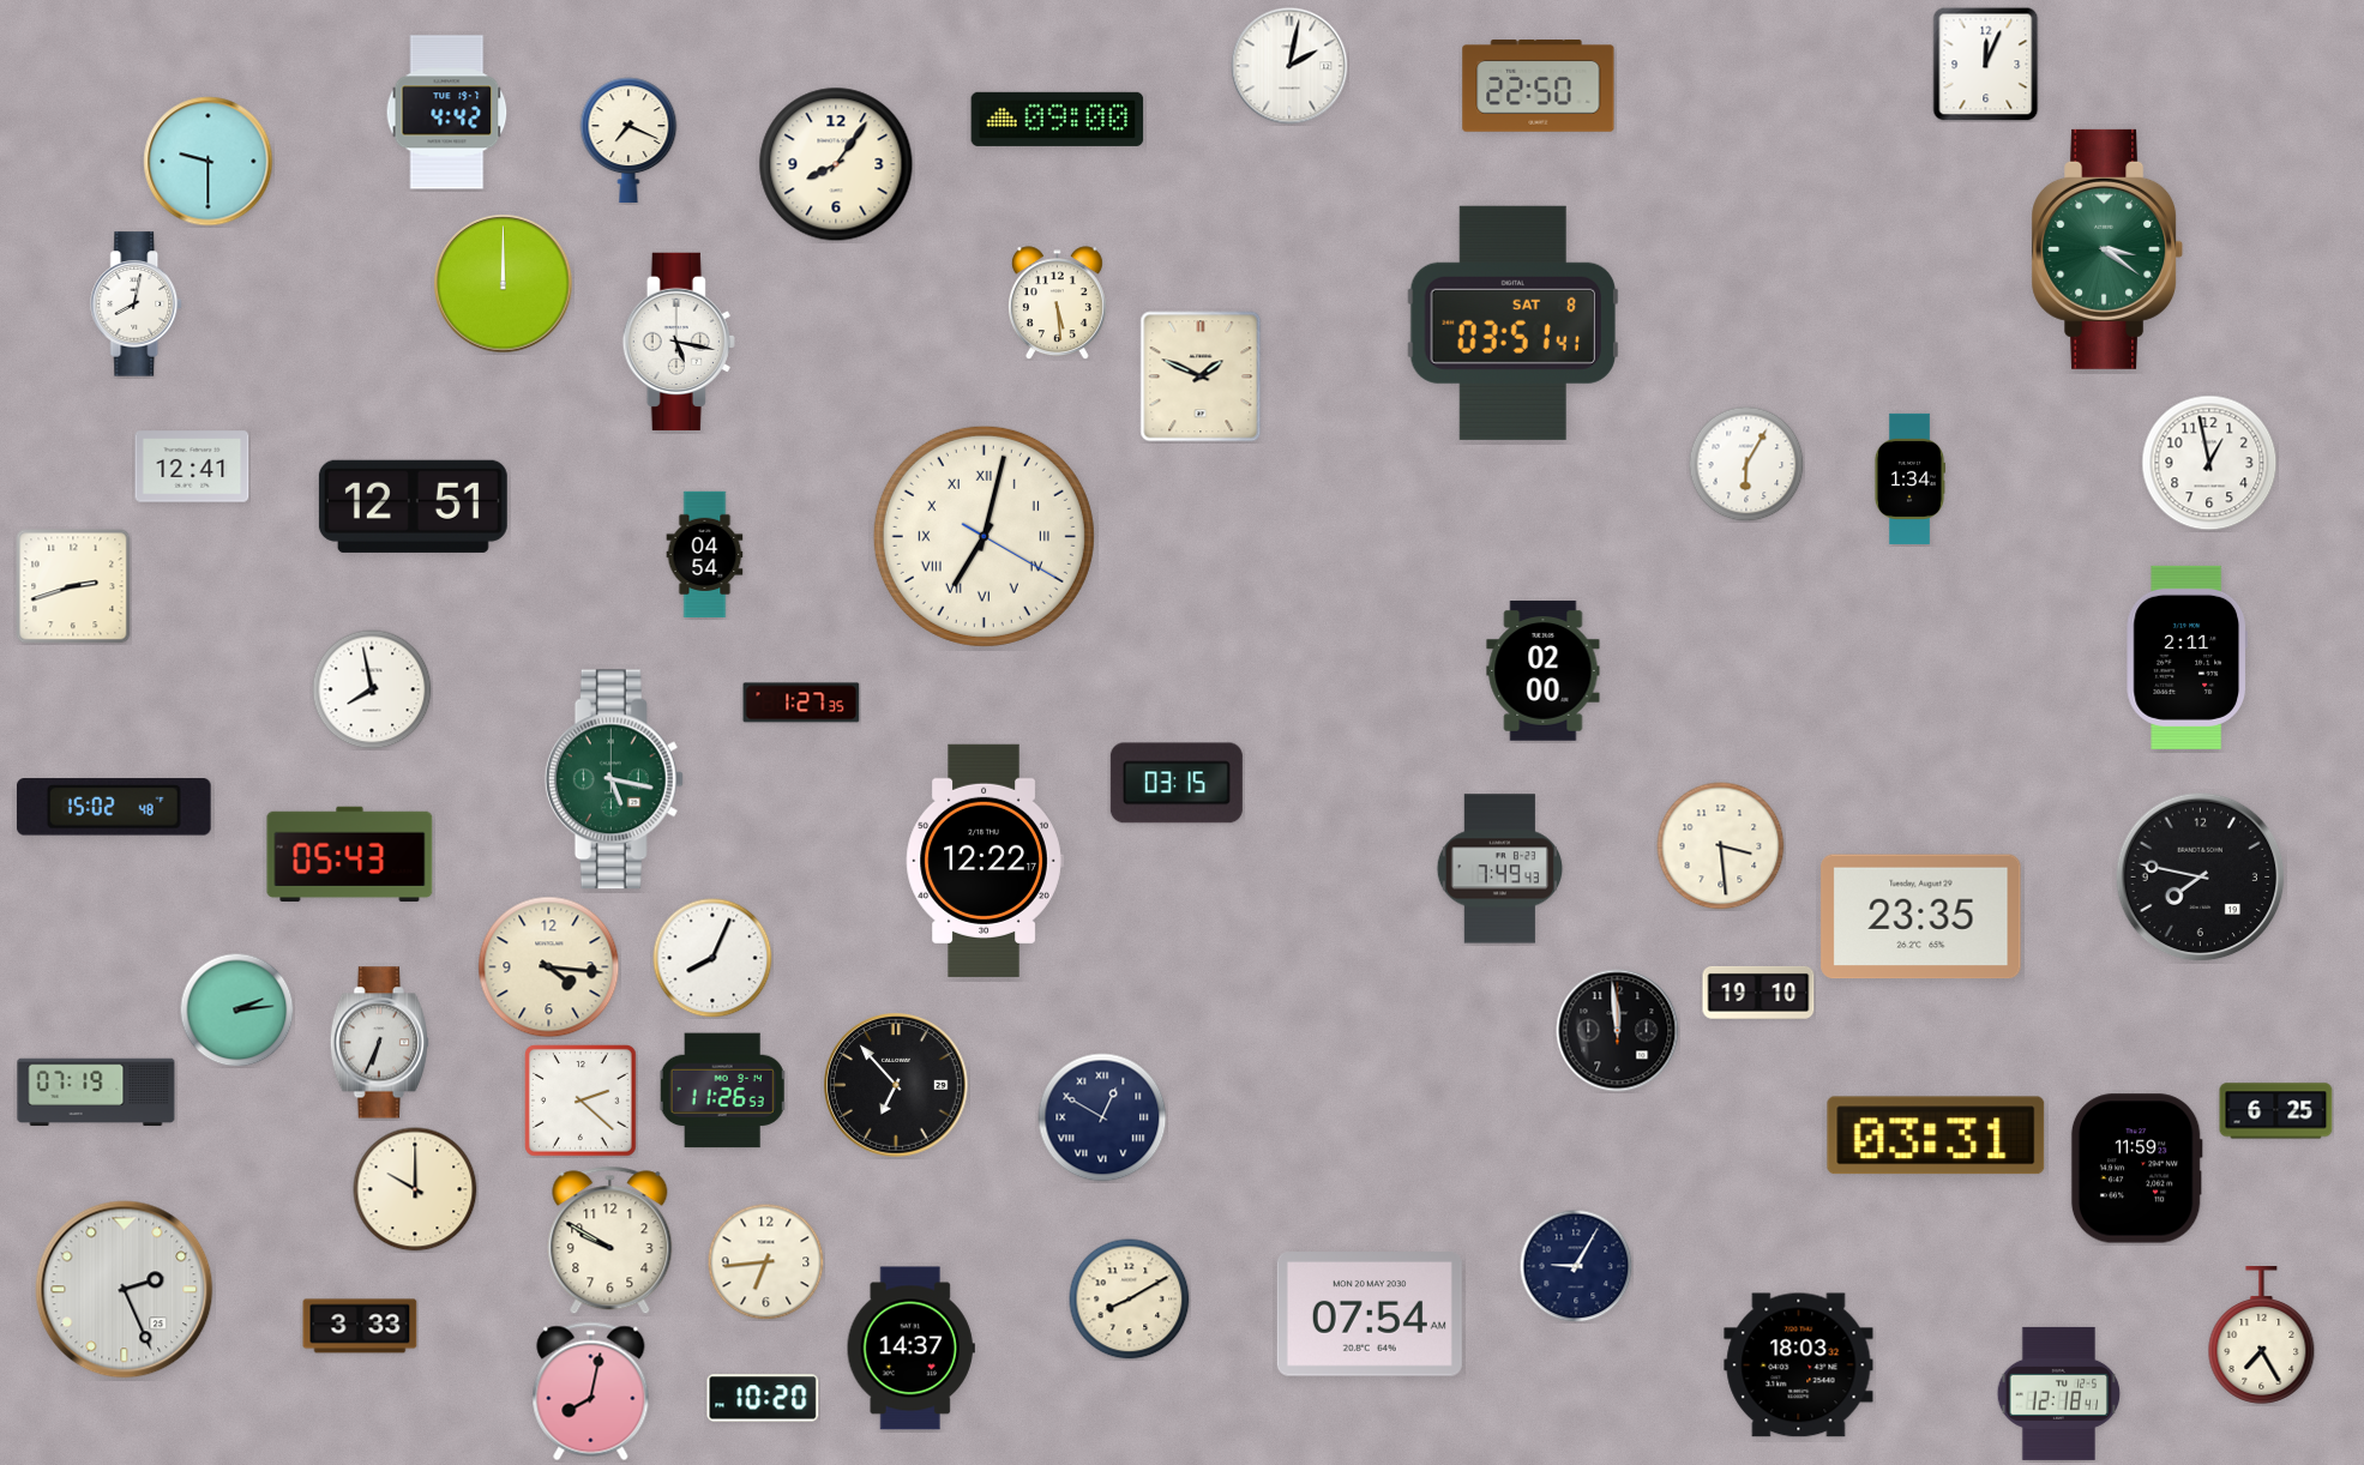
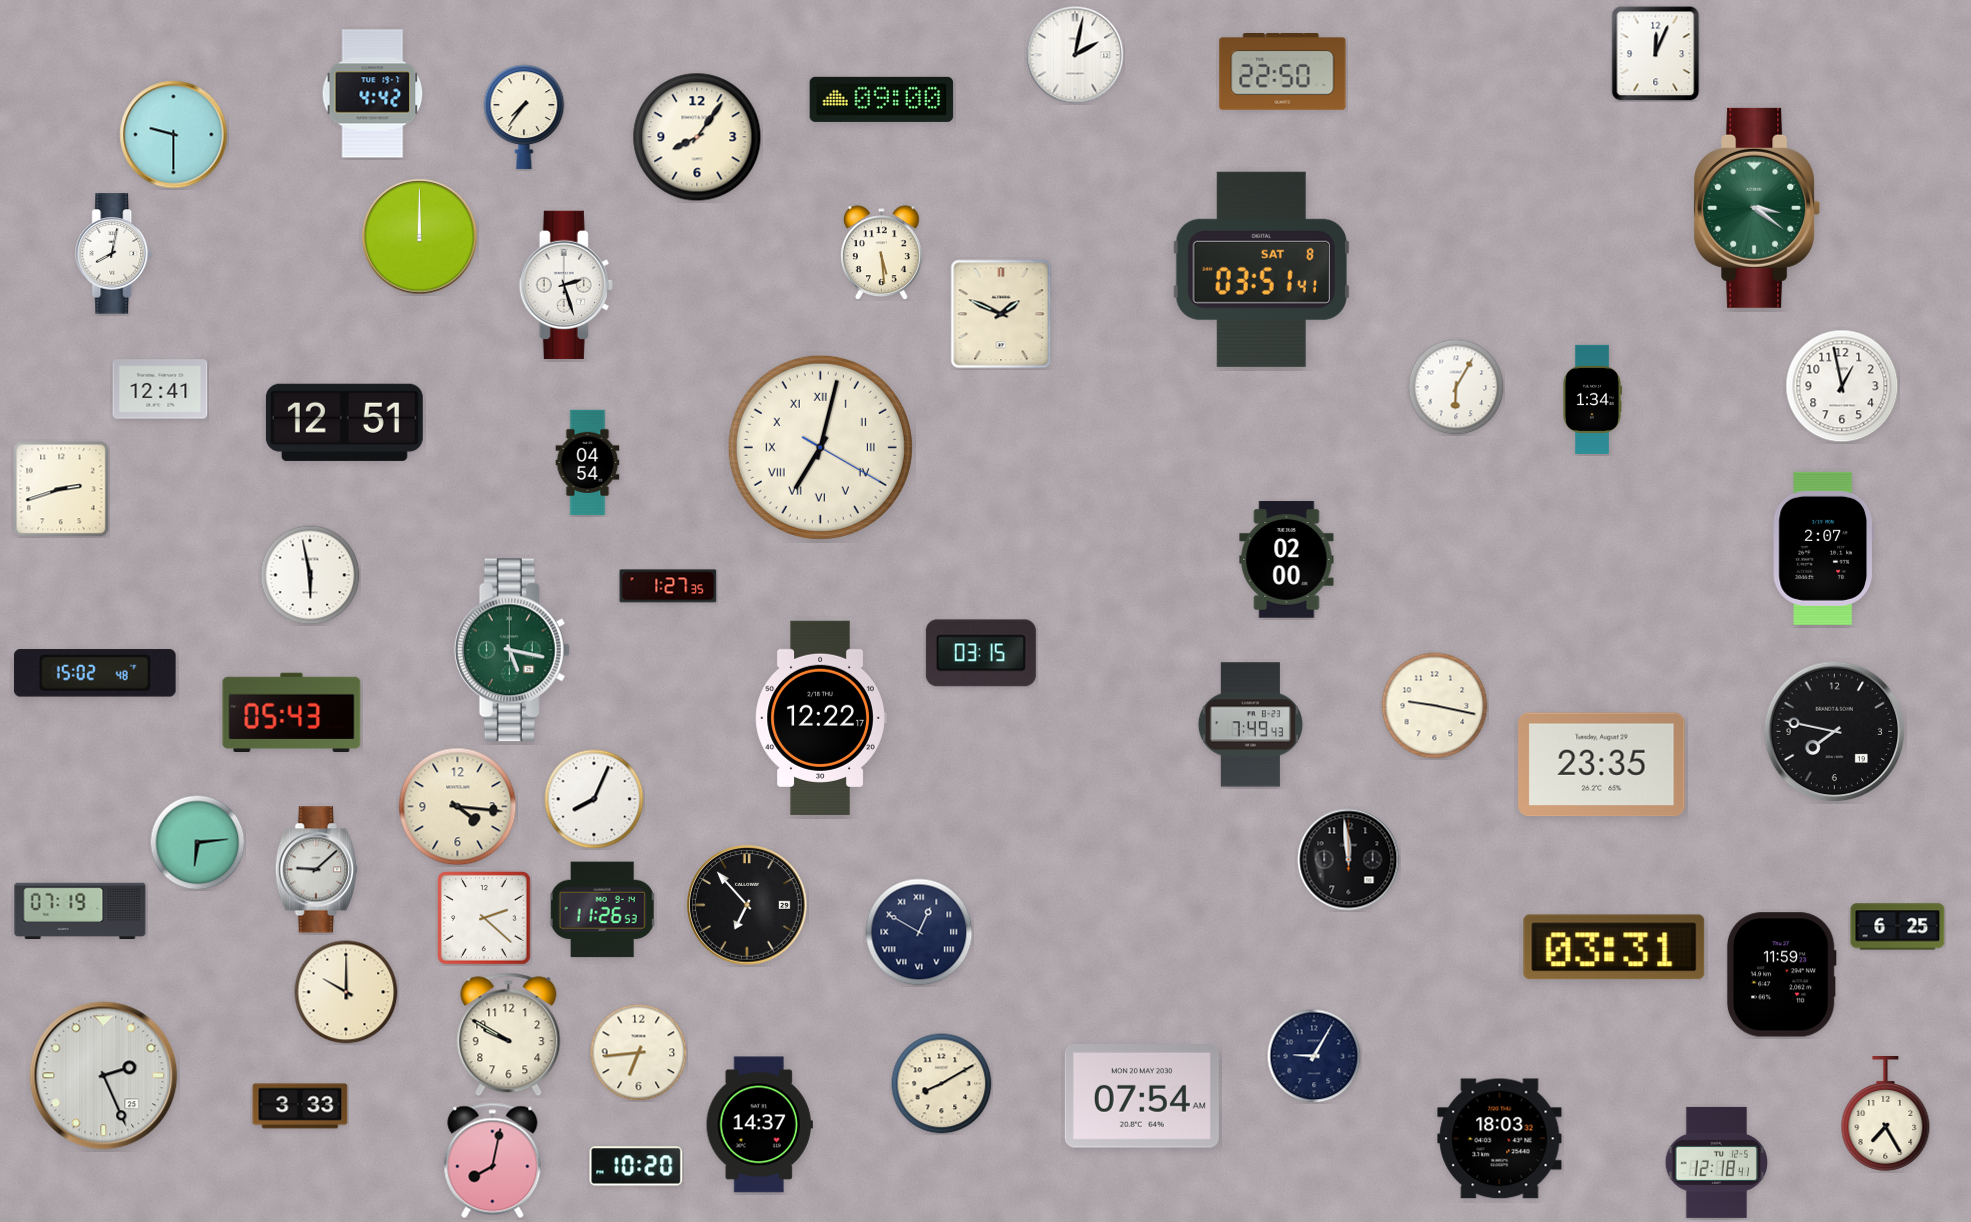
clock at (628, 140): 7:19 -> 7:36
clock at (679, 340): 5:17 -> 2:27
clock at (2186, 657): 2:11 -> 2:07
clock at (372, 689): 7:58 -> 5:58
clock at (1721, 846): 3:29 -> 9:17
clock at (1758, 993): 19:10 -> none
clock at (236, 1009): 2:14 -> 6:14
clock at (379, 1043): 6:34 -> 9:08
